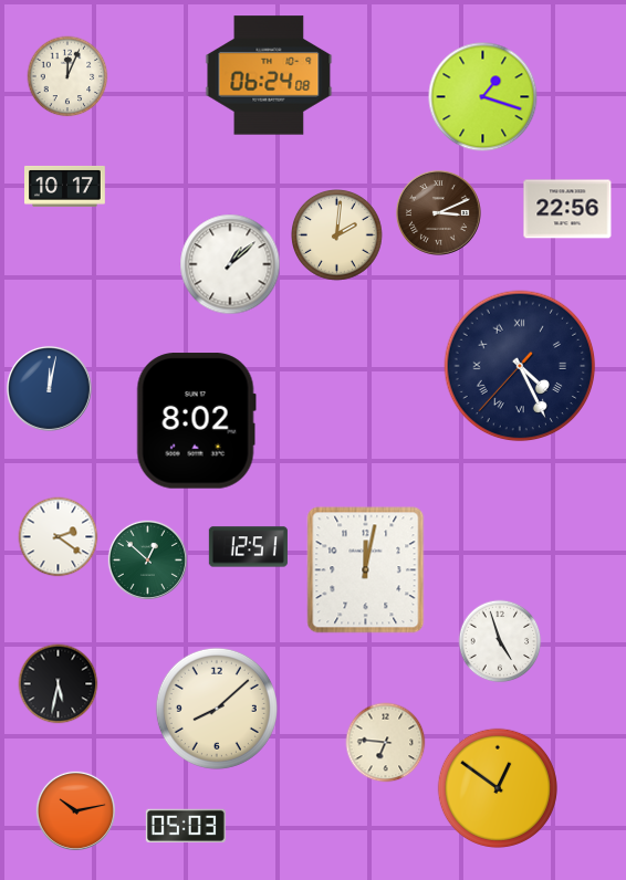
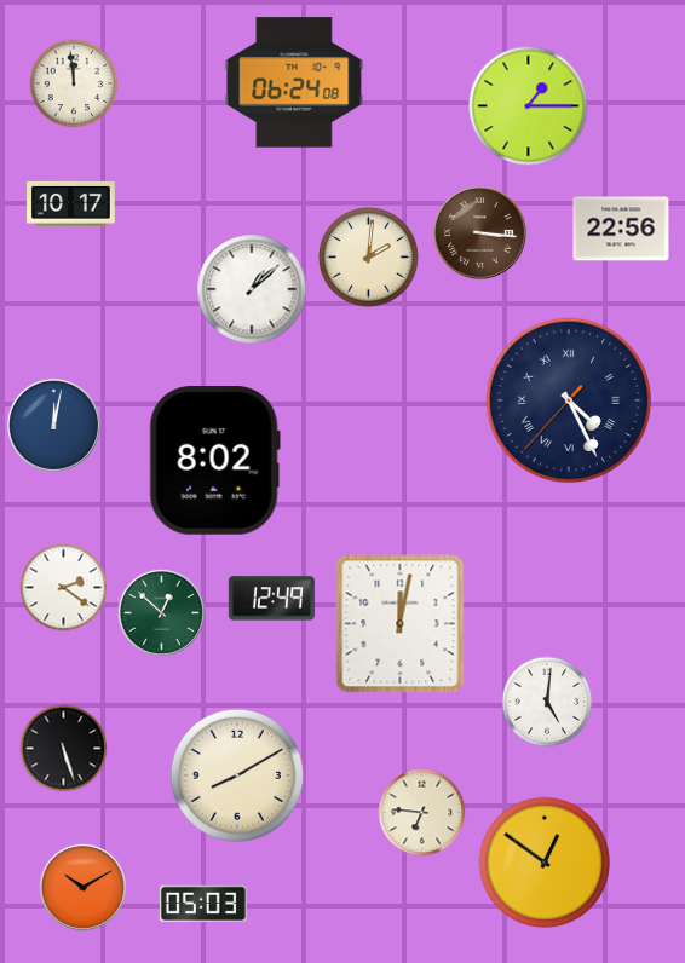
clock at (67, 76): 12:04 -> 11:59
clock at (483, 97): 1:18 -> 1:15
clock at (438, 212): 3:11 -> 3:16
clock at (248, 547): 12:51 -> 12:49
clock at (500, 641): 4:57 -> 5:01
clock at (59, 684): 5:32 -> 5:27
clock at (217, 709): 8:08 -> 8:10
clock at (75, 810): 10:13 -> 10:10
